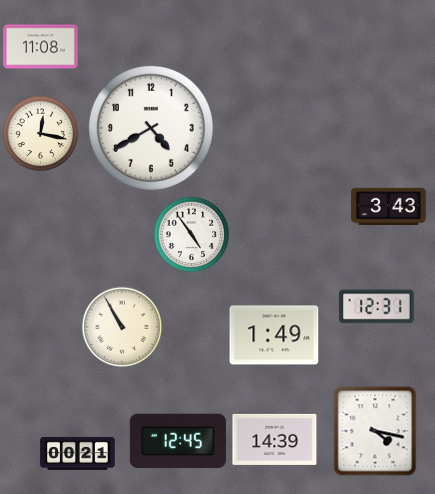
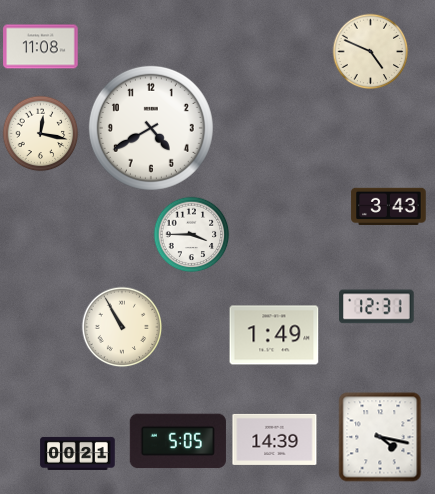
clock at (371, 52): none -> 4:49
clock at (192, 235): 4:54 -> 3:45
clock at (375, 431) position: (375, 431) -> (380, 437)
clock at (178, 441): 12:45 -> 5:05
